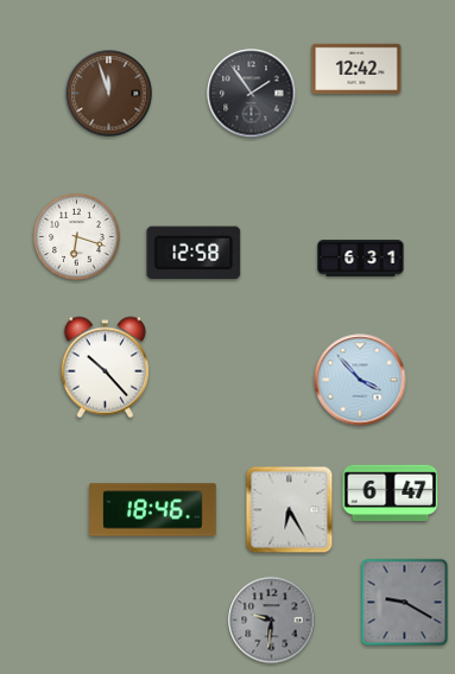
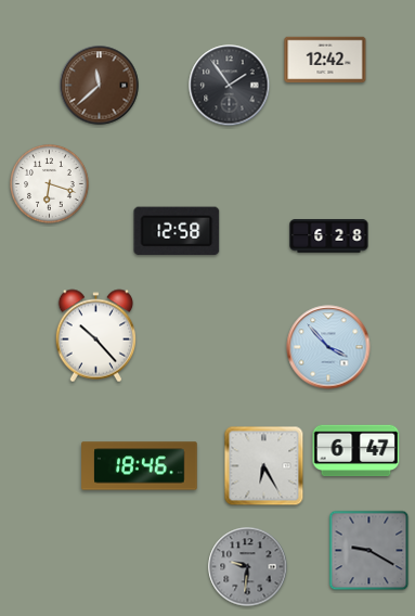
clock at (356, 69) position: (356, 69) -> (325, 60)
clock at (109, 94): 11:57 -> 11:38
clock at (77, 237) position: (77, 237) -> (50, 184)
clock at (361, 259): 6:31 -> 6:28
